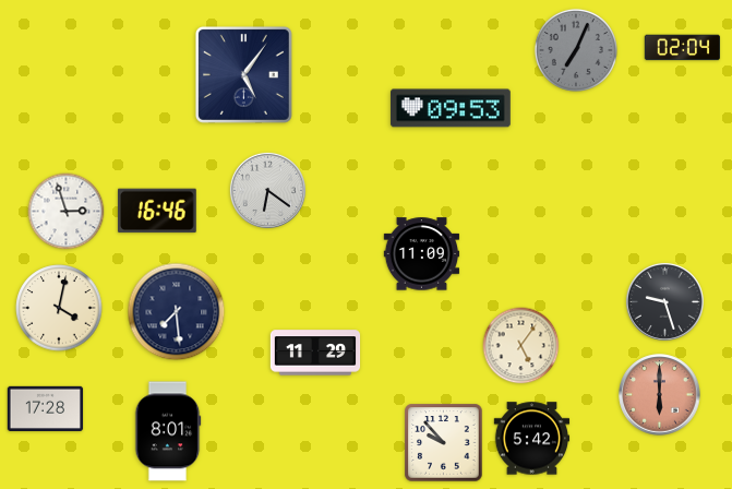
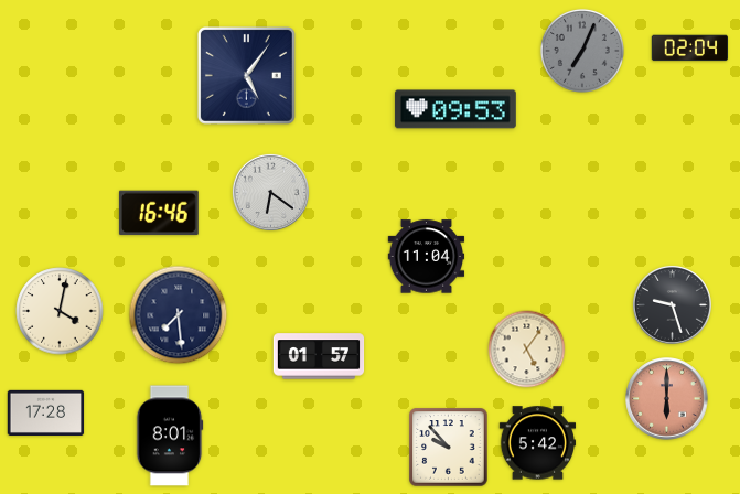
clock at (67, 212): 2:57 -> none
clock at (422, 254): 11:09 -> 11:04
clock at (315, 353): 11:29 -> 01:57
